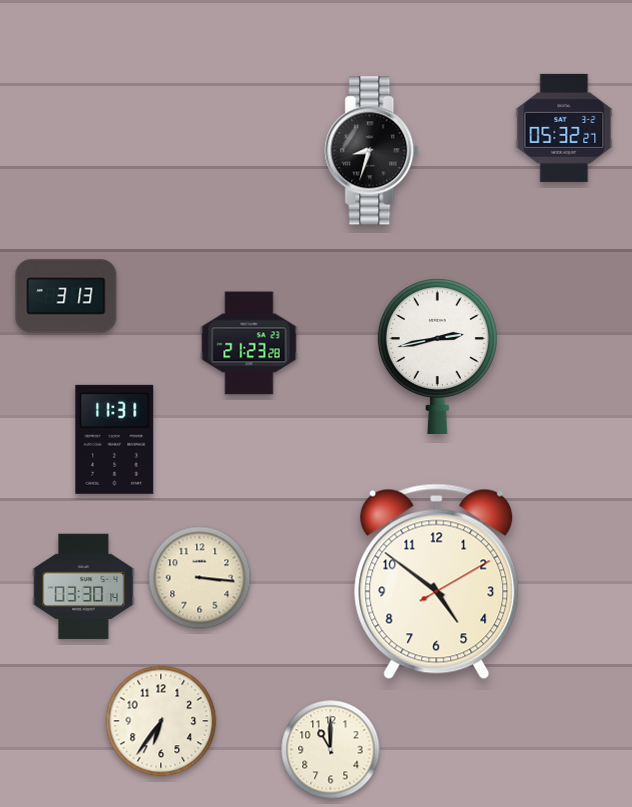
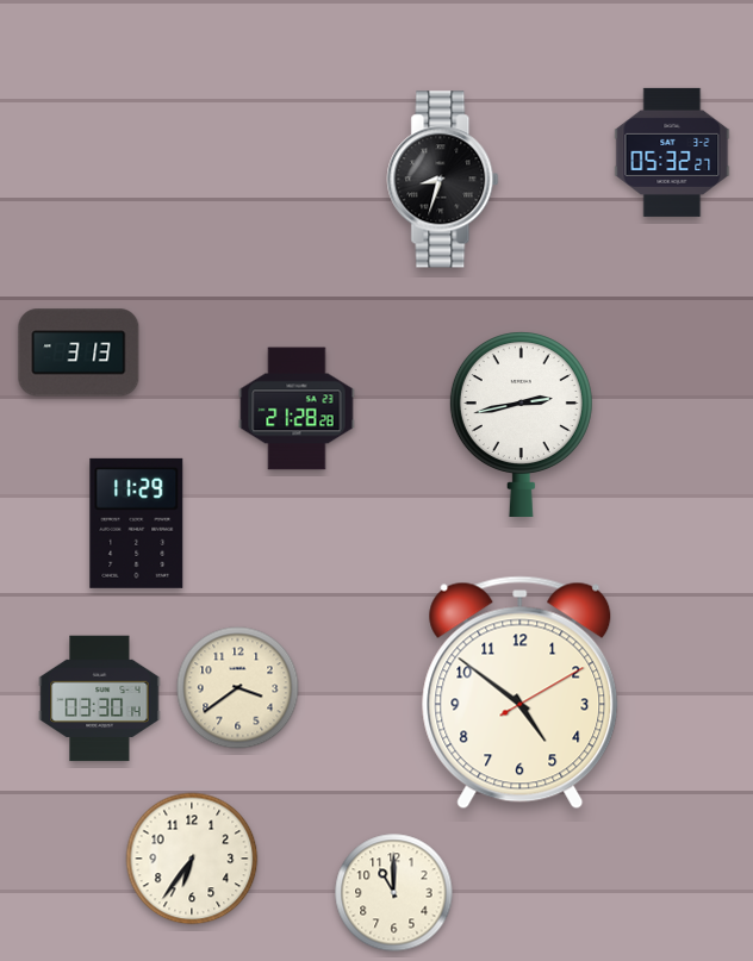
clock at (249, 343): 21:23 -> 21:28
clock at (115, 439): 11:31 -> 11:29
clock at (200, 578): 3:16 -> 3:39
